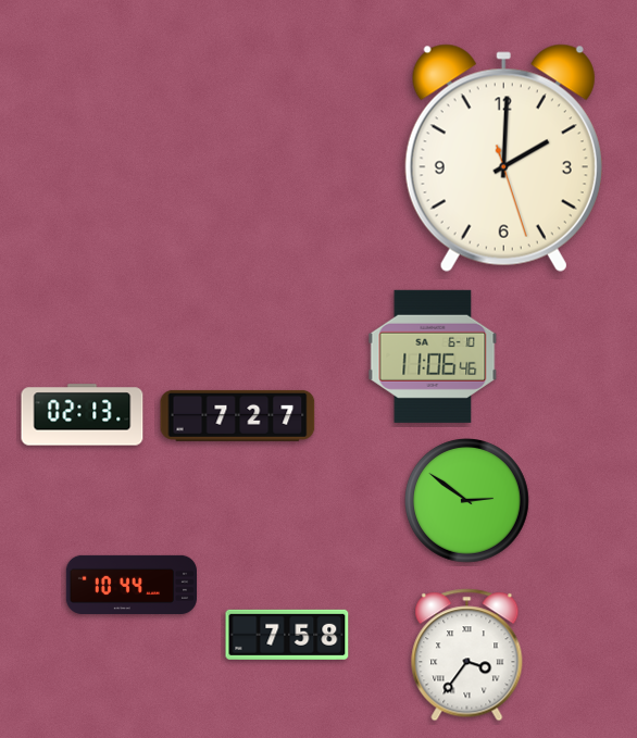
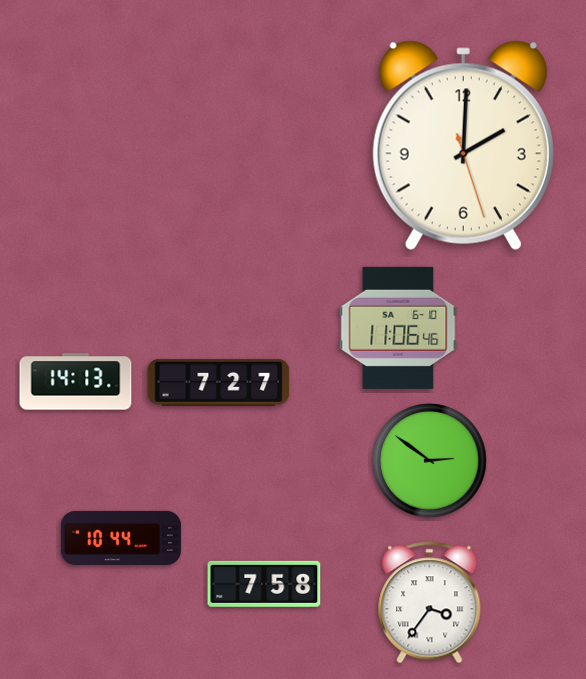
clock at (83, 415): 02:13 -> 14:13
